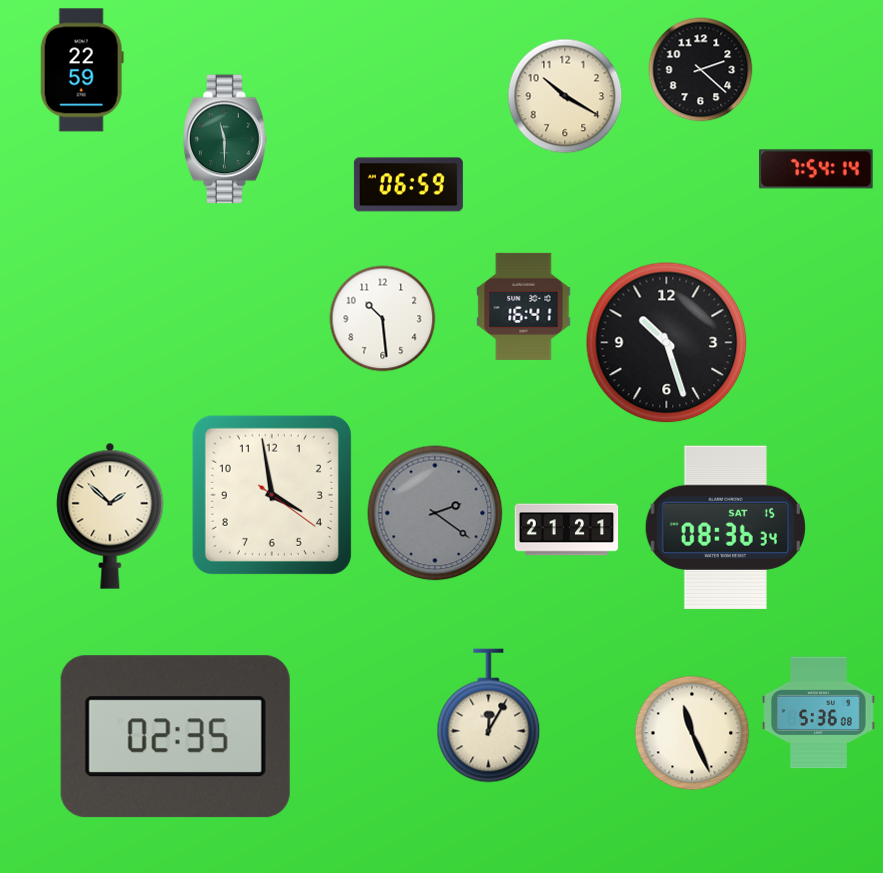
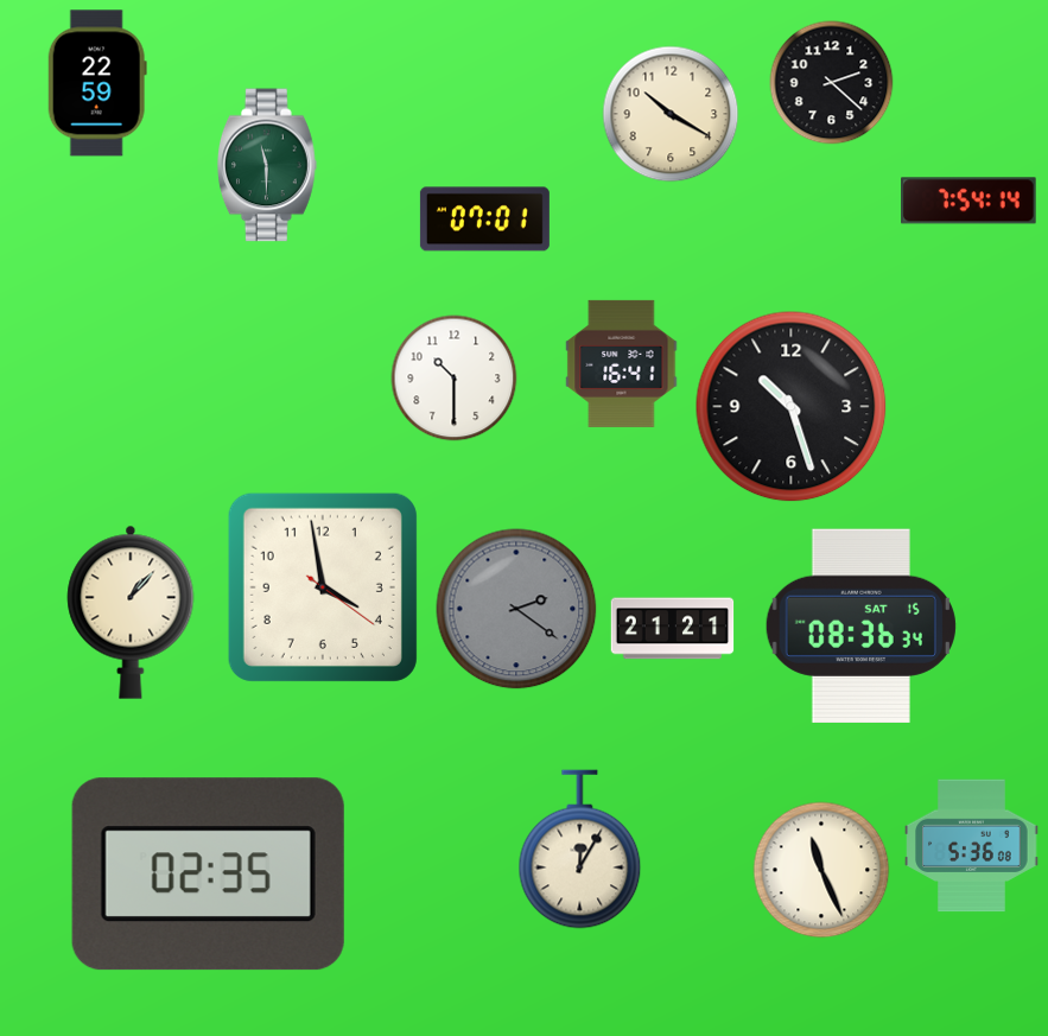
clock at (408, 185): 06:59 -> 07:01
clock at (383, 319): 10:29 -> 10:30
clock at (110, 516): 1:52 -> 1:07
